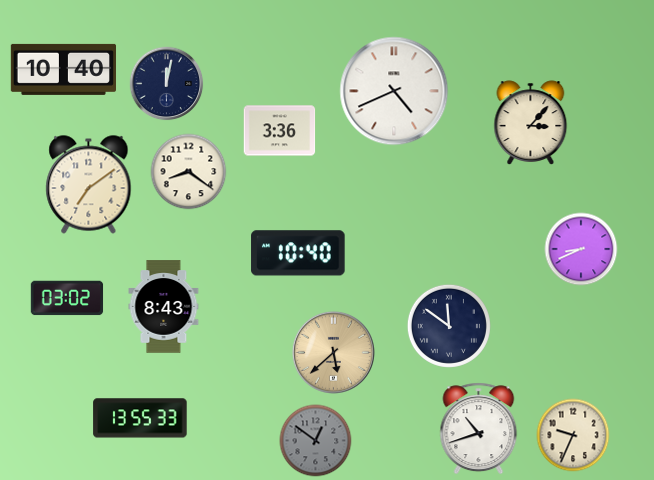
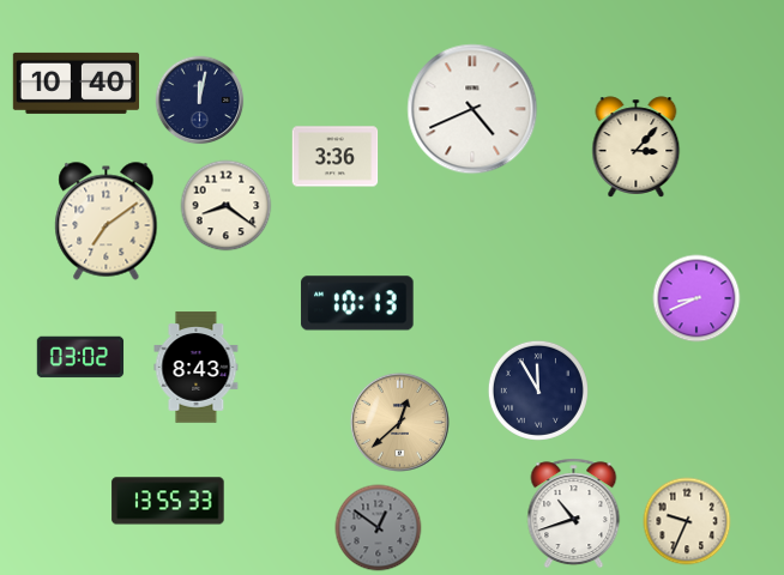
clock at (298, 253): 10:40 -> 10:13
clock at (449, 326): 11:51 -> 11:55
clock at (333, 352): 5:38 -> 12:38
